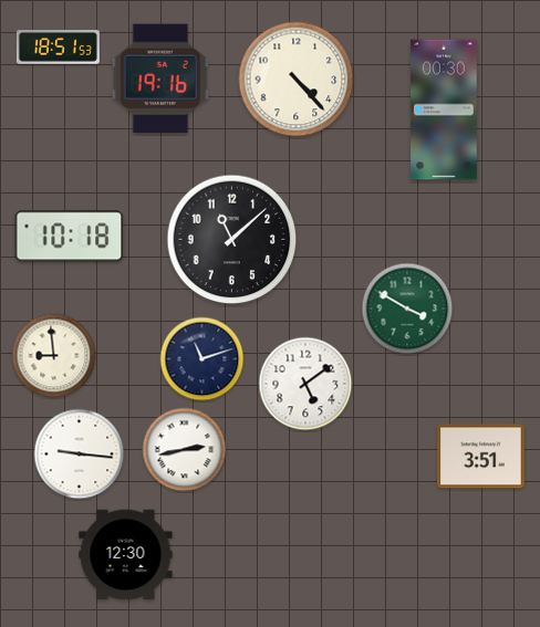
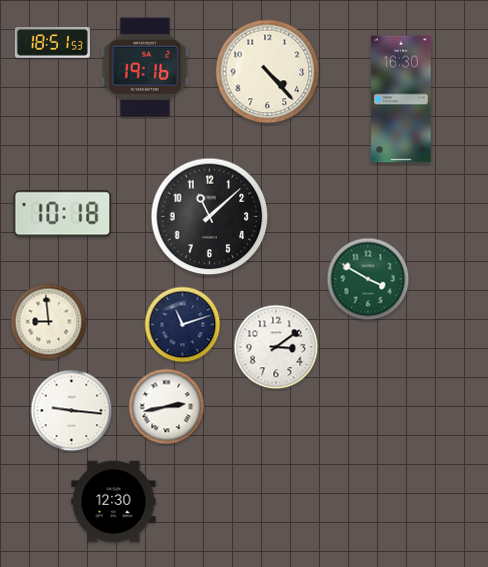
clock at (159, 79) position: (159, 79) -> (144, 67)
clock at (444, 109): 00:30 -> 16:30
clock at (305, 384): 5:09 -> 3:09
clock at (481, 457): 3:51 -> none
